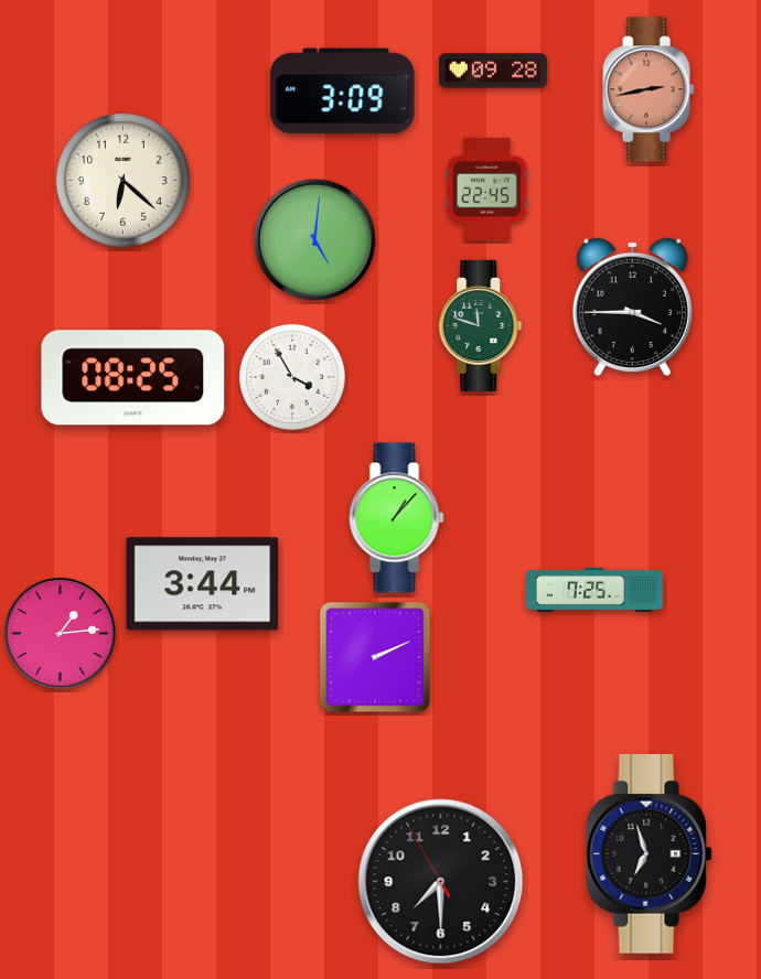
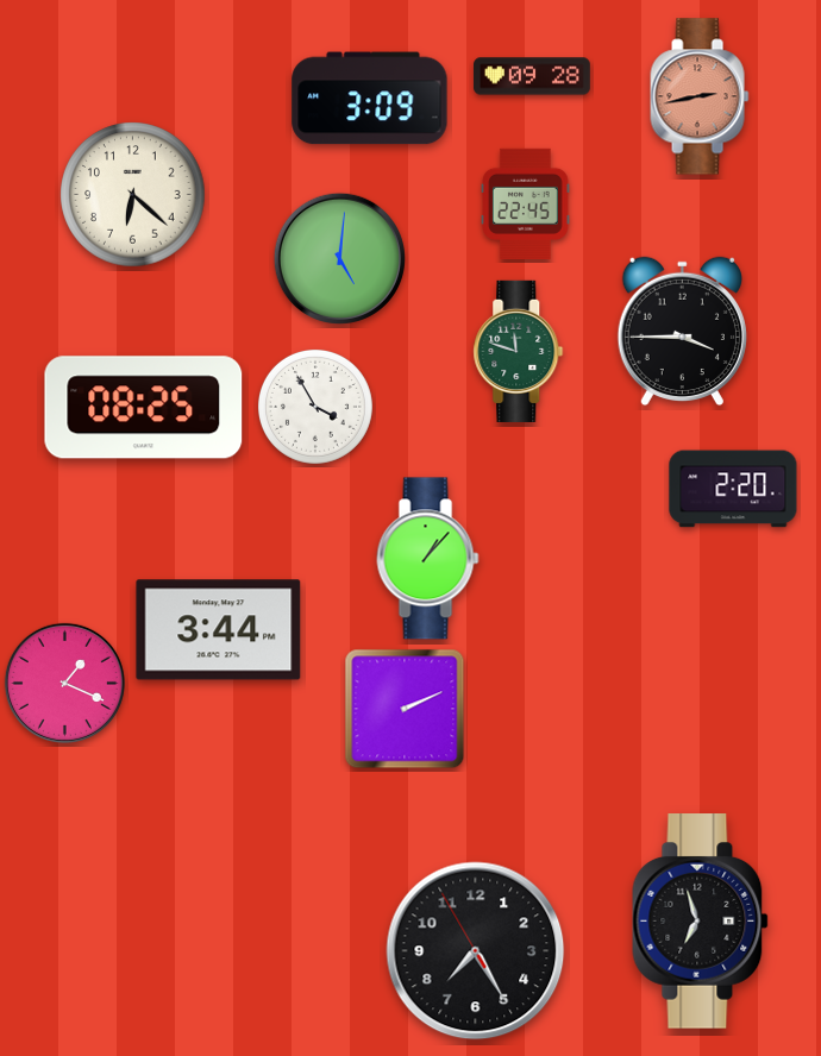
clock at (733, 489): none -> 2:20
clock at (596, 591): 7:25 -> none
clock at (60, 633): 1:14 -> 1:19
clock at (441, 882): 7:29 -> 7:24
